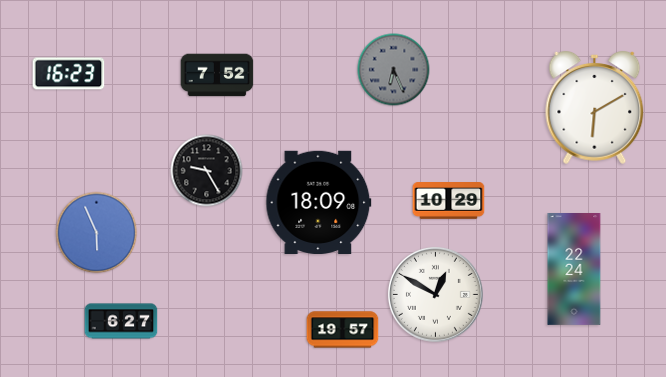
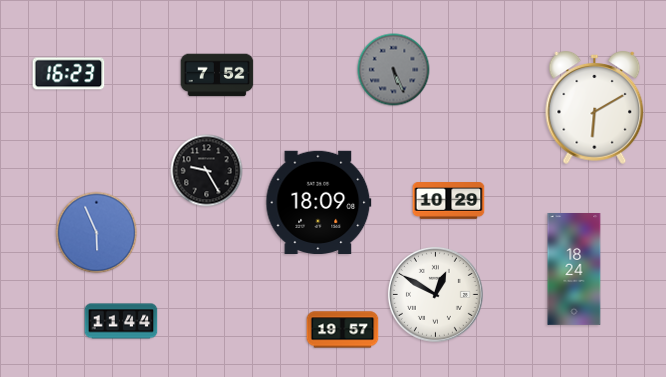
clock at (394, 70): 6:26 -> 5:26
clock at (574, 270): 22:24 -> 18:24
clock at (121, 321): 6:27 -> 11:44
